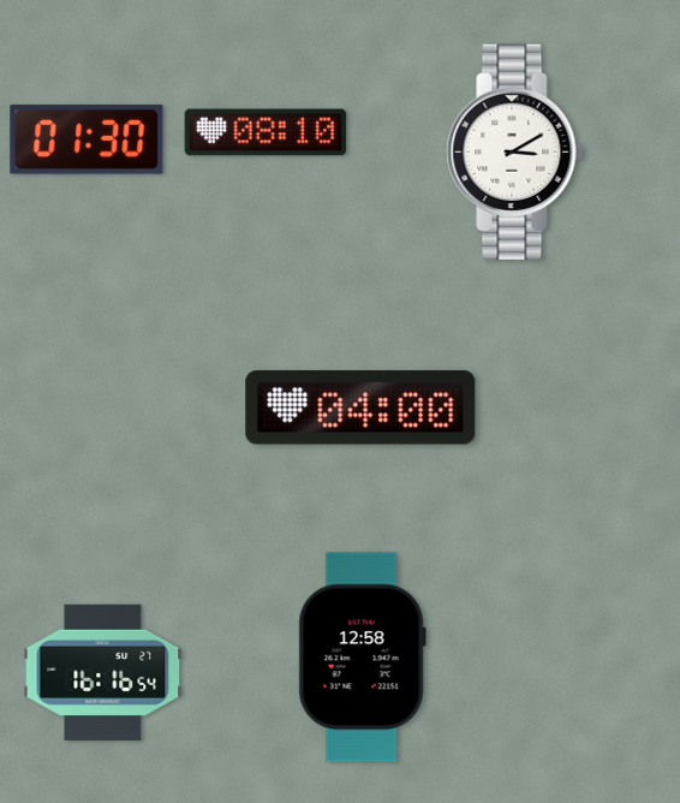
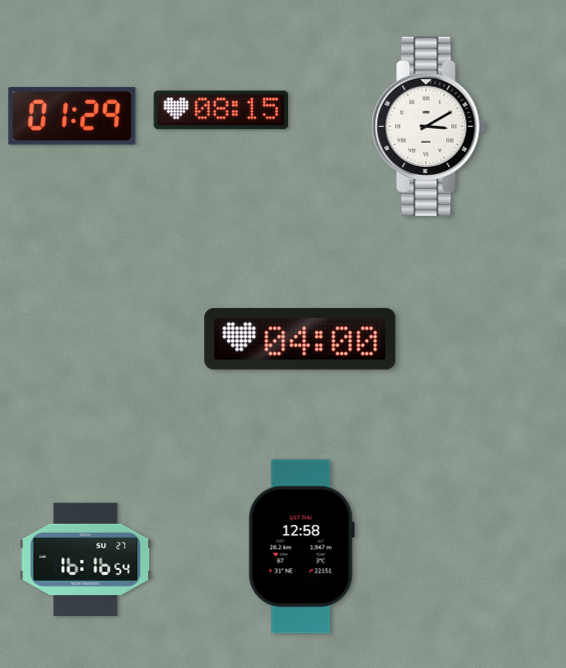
clock at (266, 132): 08:10 -> 08:15
clock at (87, 139): 01:30 -> 01:29
